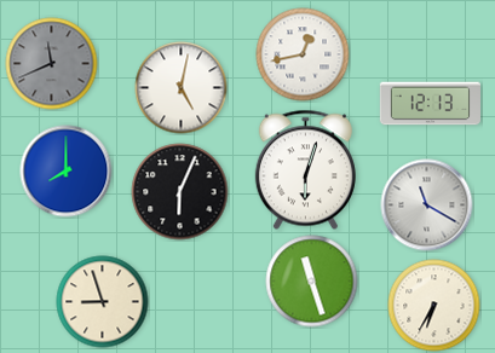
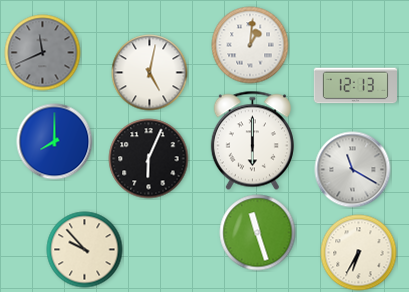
clock at (303, 54): 12:43 -> 1:01
clock at (305, 170): 6:03 -> 6:00
clock at (103, 302): 8:57 -> 9:53
